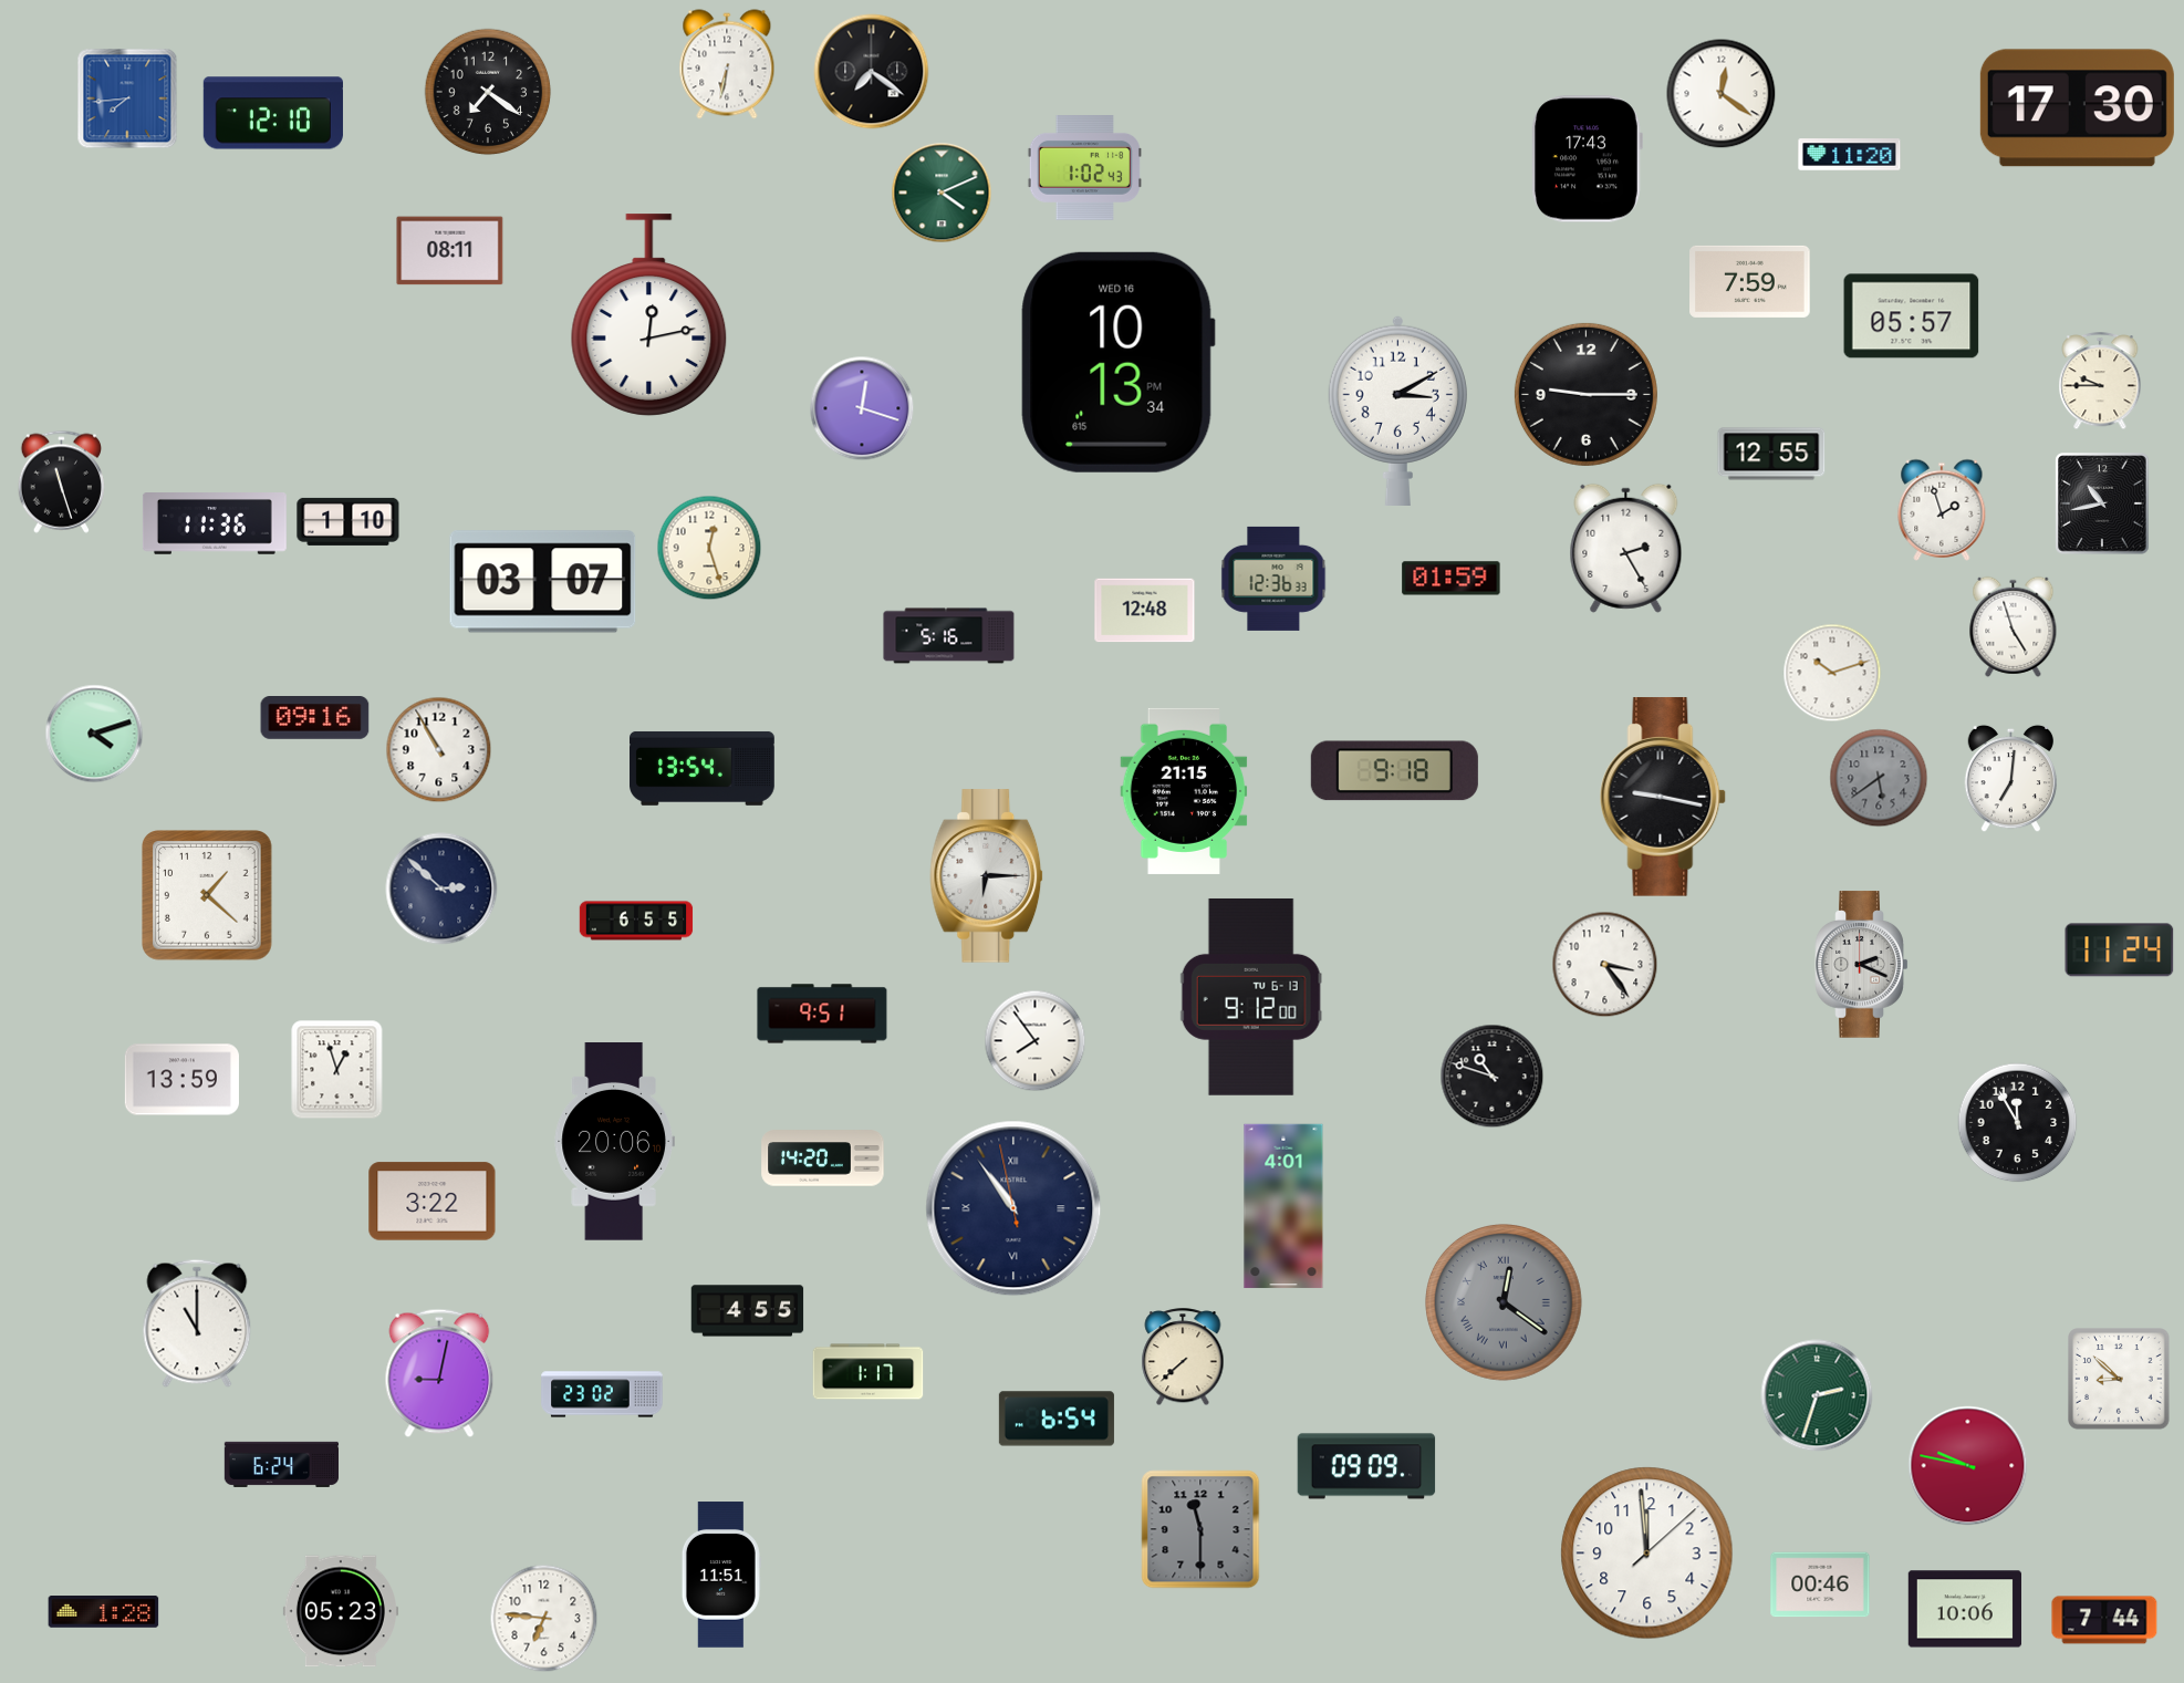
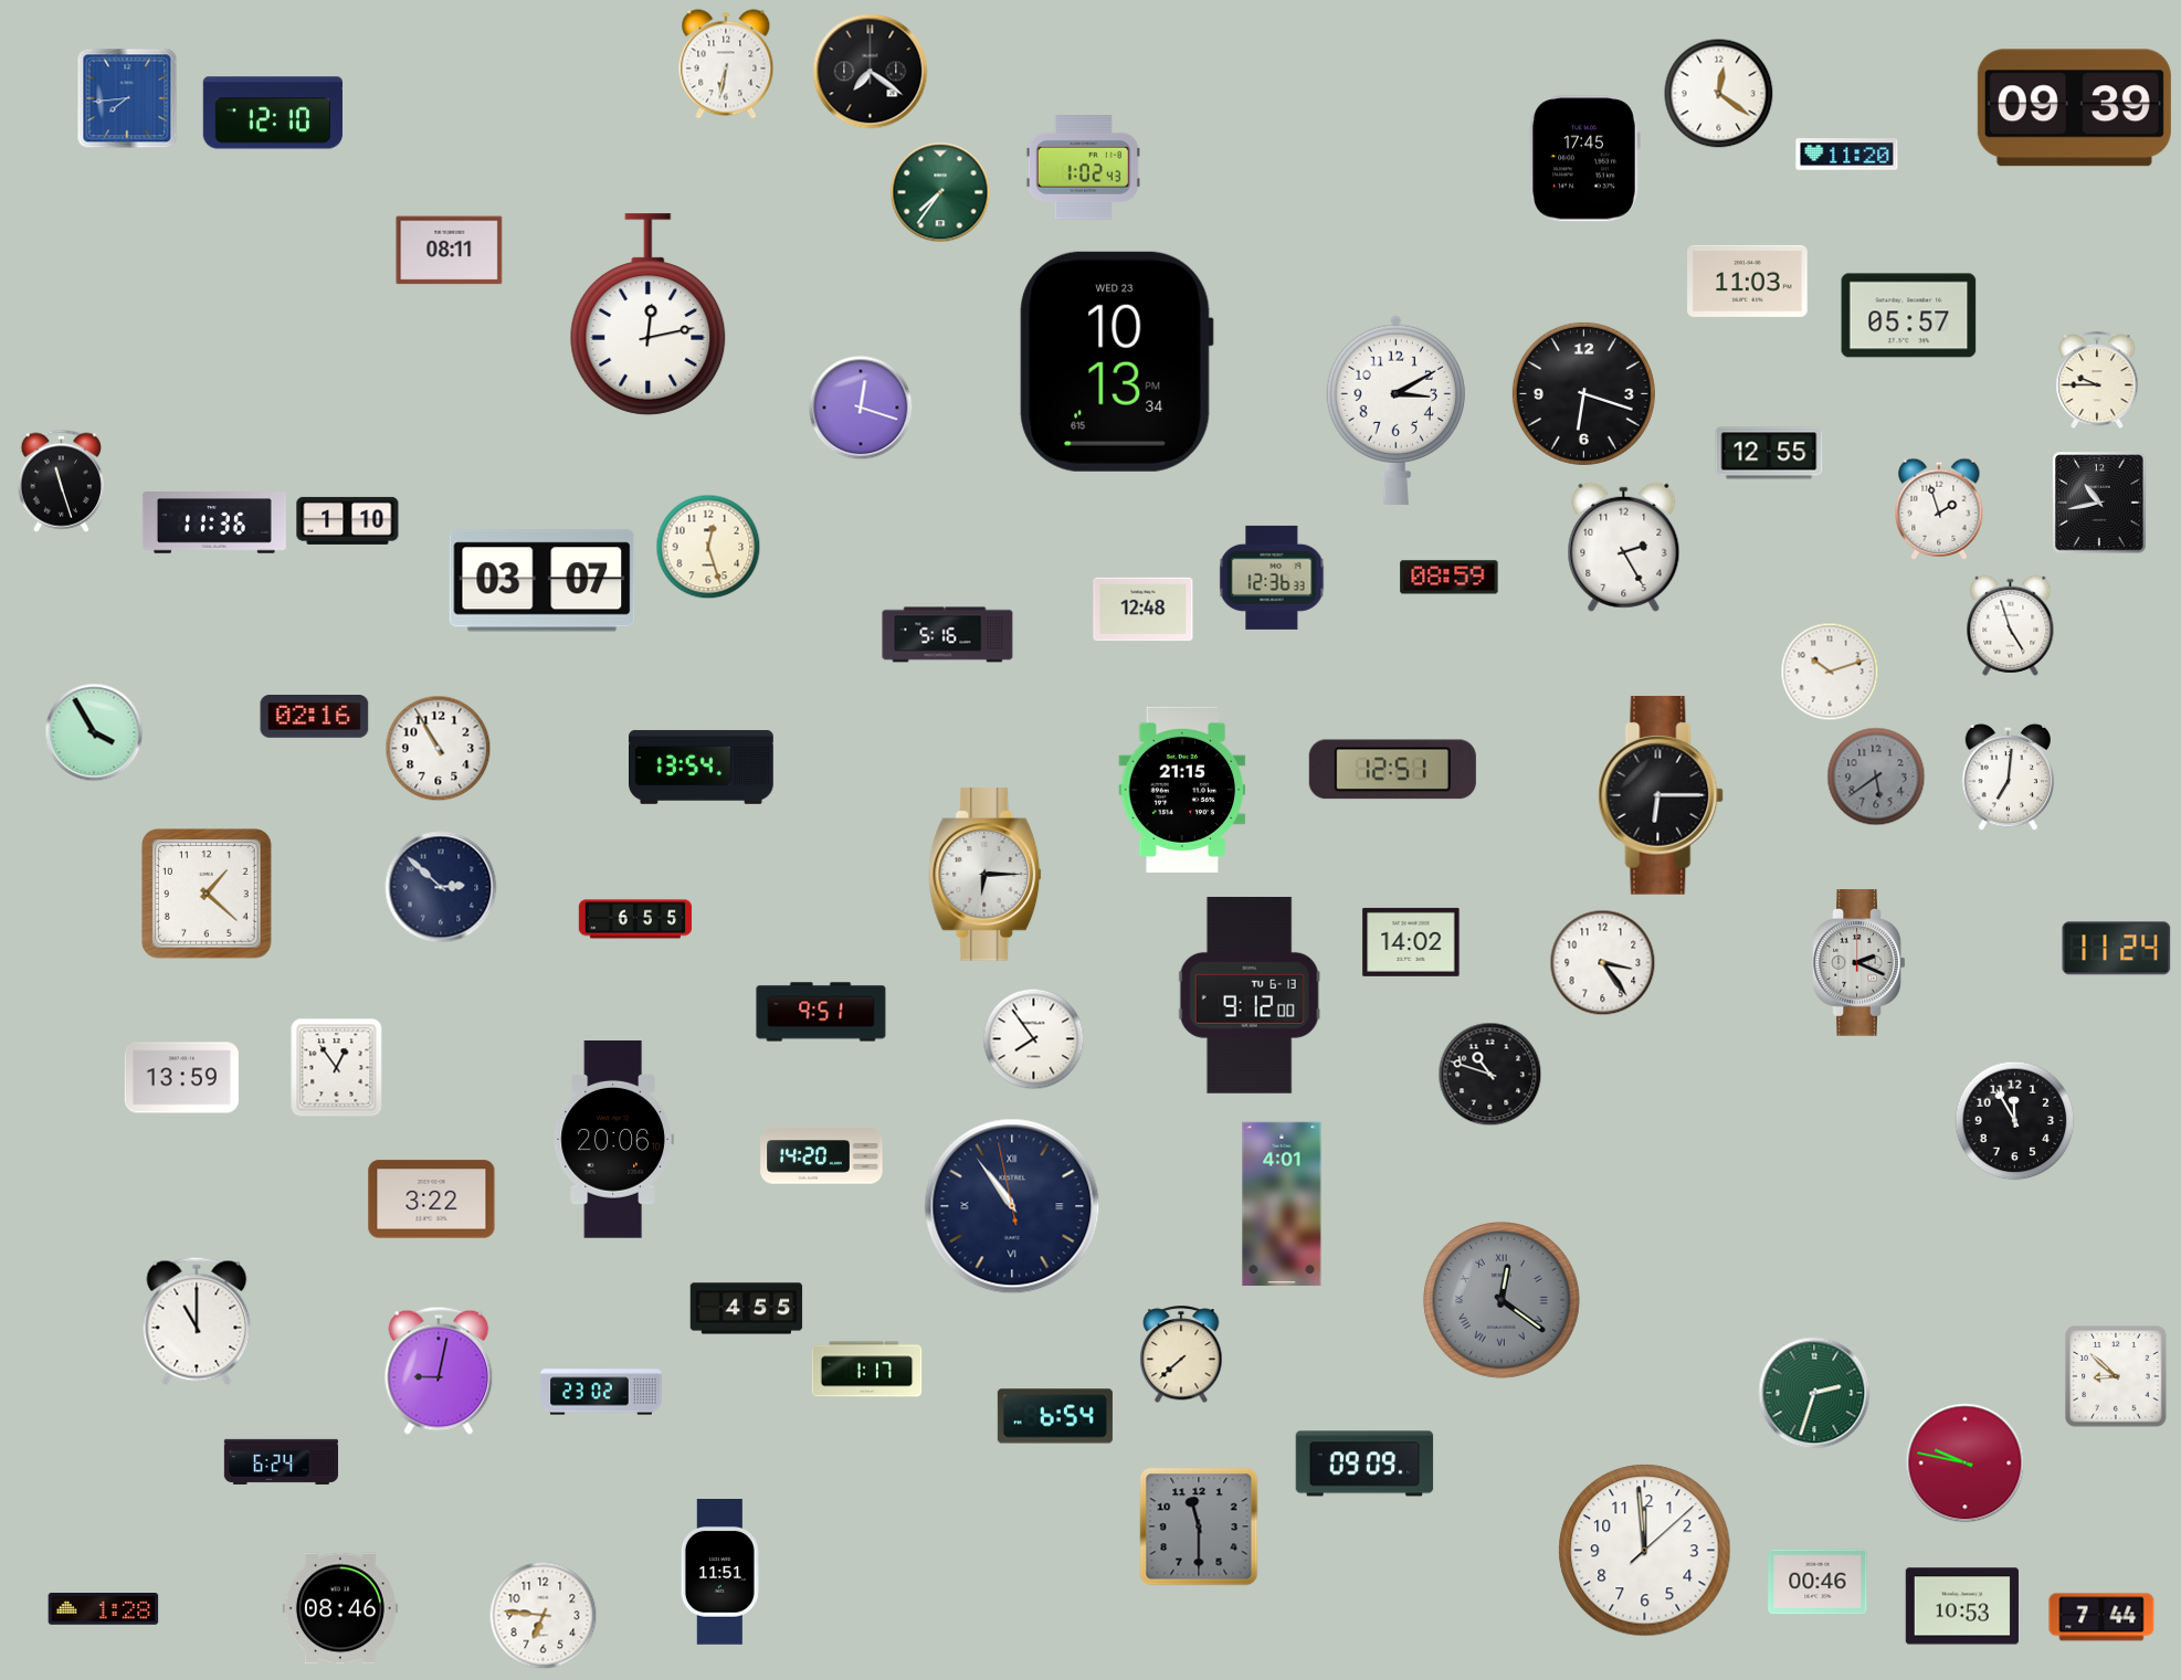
clock at (488, 92): 7:21 -> none
clock at (2077, 108): 17:30 -> 09:39
clock at (1587, 159): 17:43 -> 17:45
clock at (942, 193): 4:11 -> 7:36
clock at (1750, 281): 7:59 -> 11:03
clock at (1117, 362) date: WED 16 -> WED 23
clock at (1585, 394): 9:15 -> 6:18
clock at (1452, 579): 01:59 -> 08:59
clock at (315, 718): 09:16 -> 02:16
clock at (94, 734): 4:12 -> 3:55
clock at (1394, 771): 9:18 -> 12:51
clock at (1663, 797): 9:17 -> 6:15
clock at (1411, 942): none -> 14:02
clock at (337, 1070): 12:57 -> 12:54
clock at (1964, 1609): 10:06 -> 10:53
clock at (341, 1611): 05:23 -> 08:46
